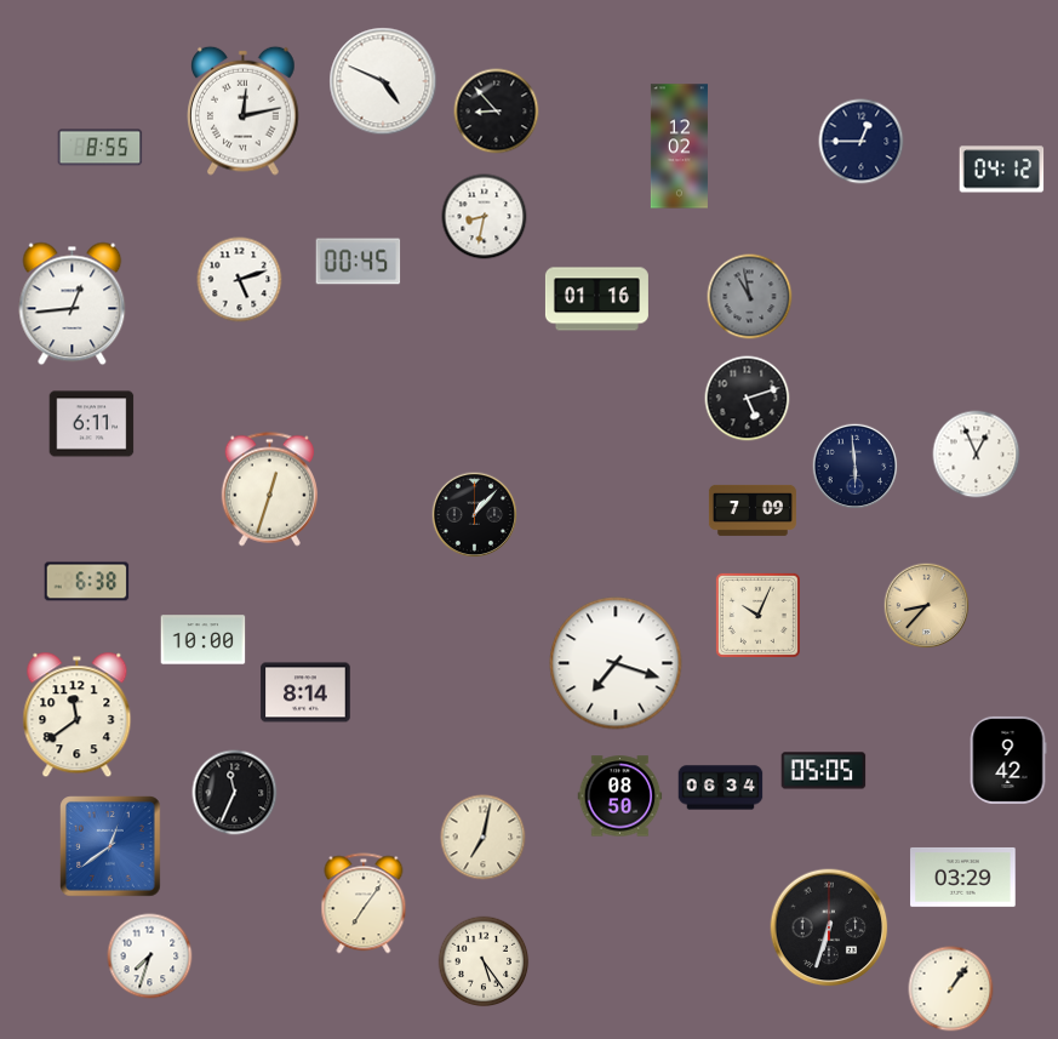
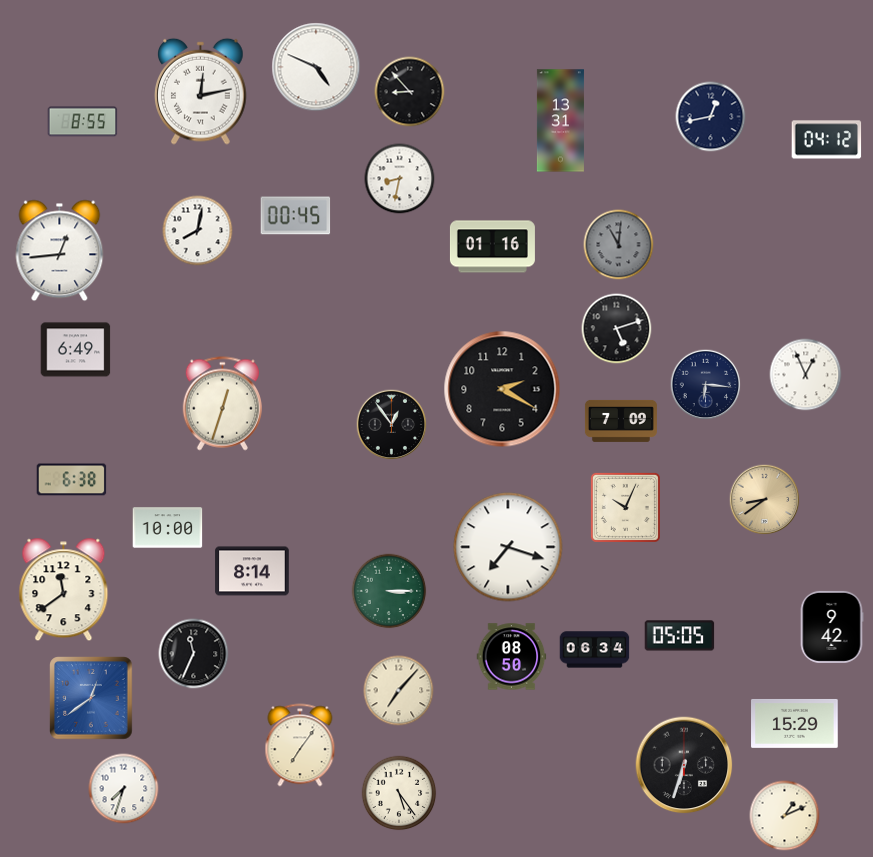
clock at (862, 142): 12:45 -> 12:43
clock at (679, 147): 12:02 -> 13:31
clock at (240, 280): 5:12 -> 8:02
clock at (750, 297): 10:58 -> 11:01
clock at (92, 424): 6:11 -> 6:49
clock at (856, 467): 5:59 -> 6:16
clock at (502, 389): none -> 2:20
clock at (475, 515): 1:07 -> 12:54
clock at (927, 606): 8:37 -> 8:39
clock at (389, 591): none -> 3:15
clock at (484, 838): 7:02 -> 7:07
clock at (963, 877): 03:29 -> 15:29
clock at (951, 989): 1:06 -> 1:11
